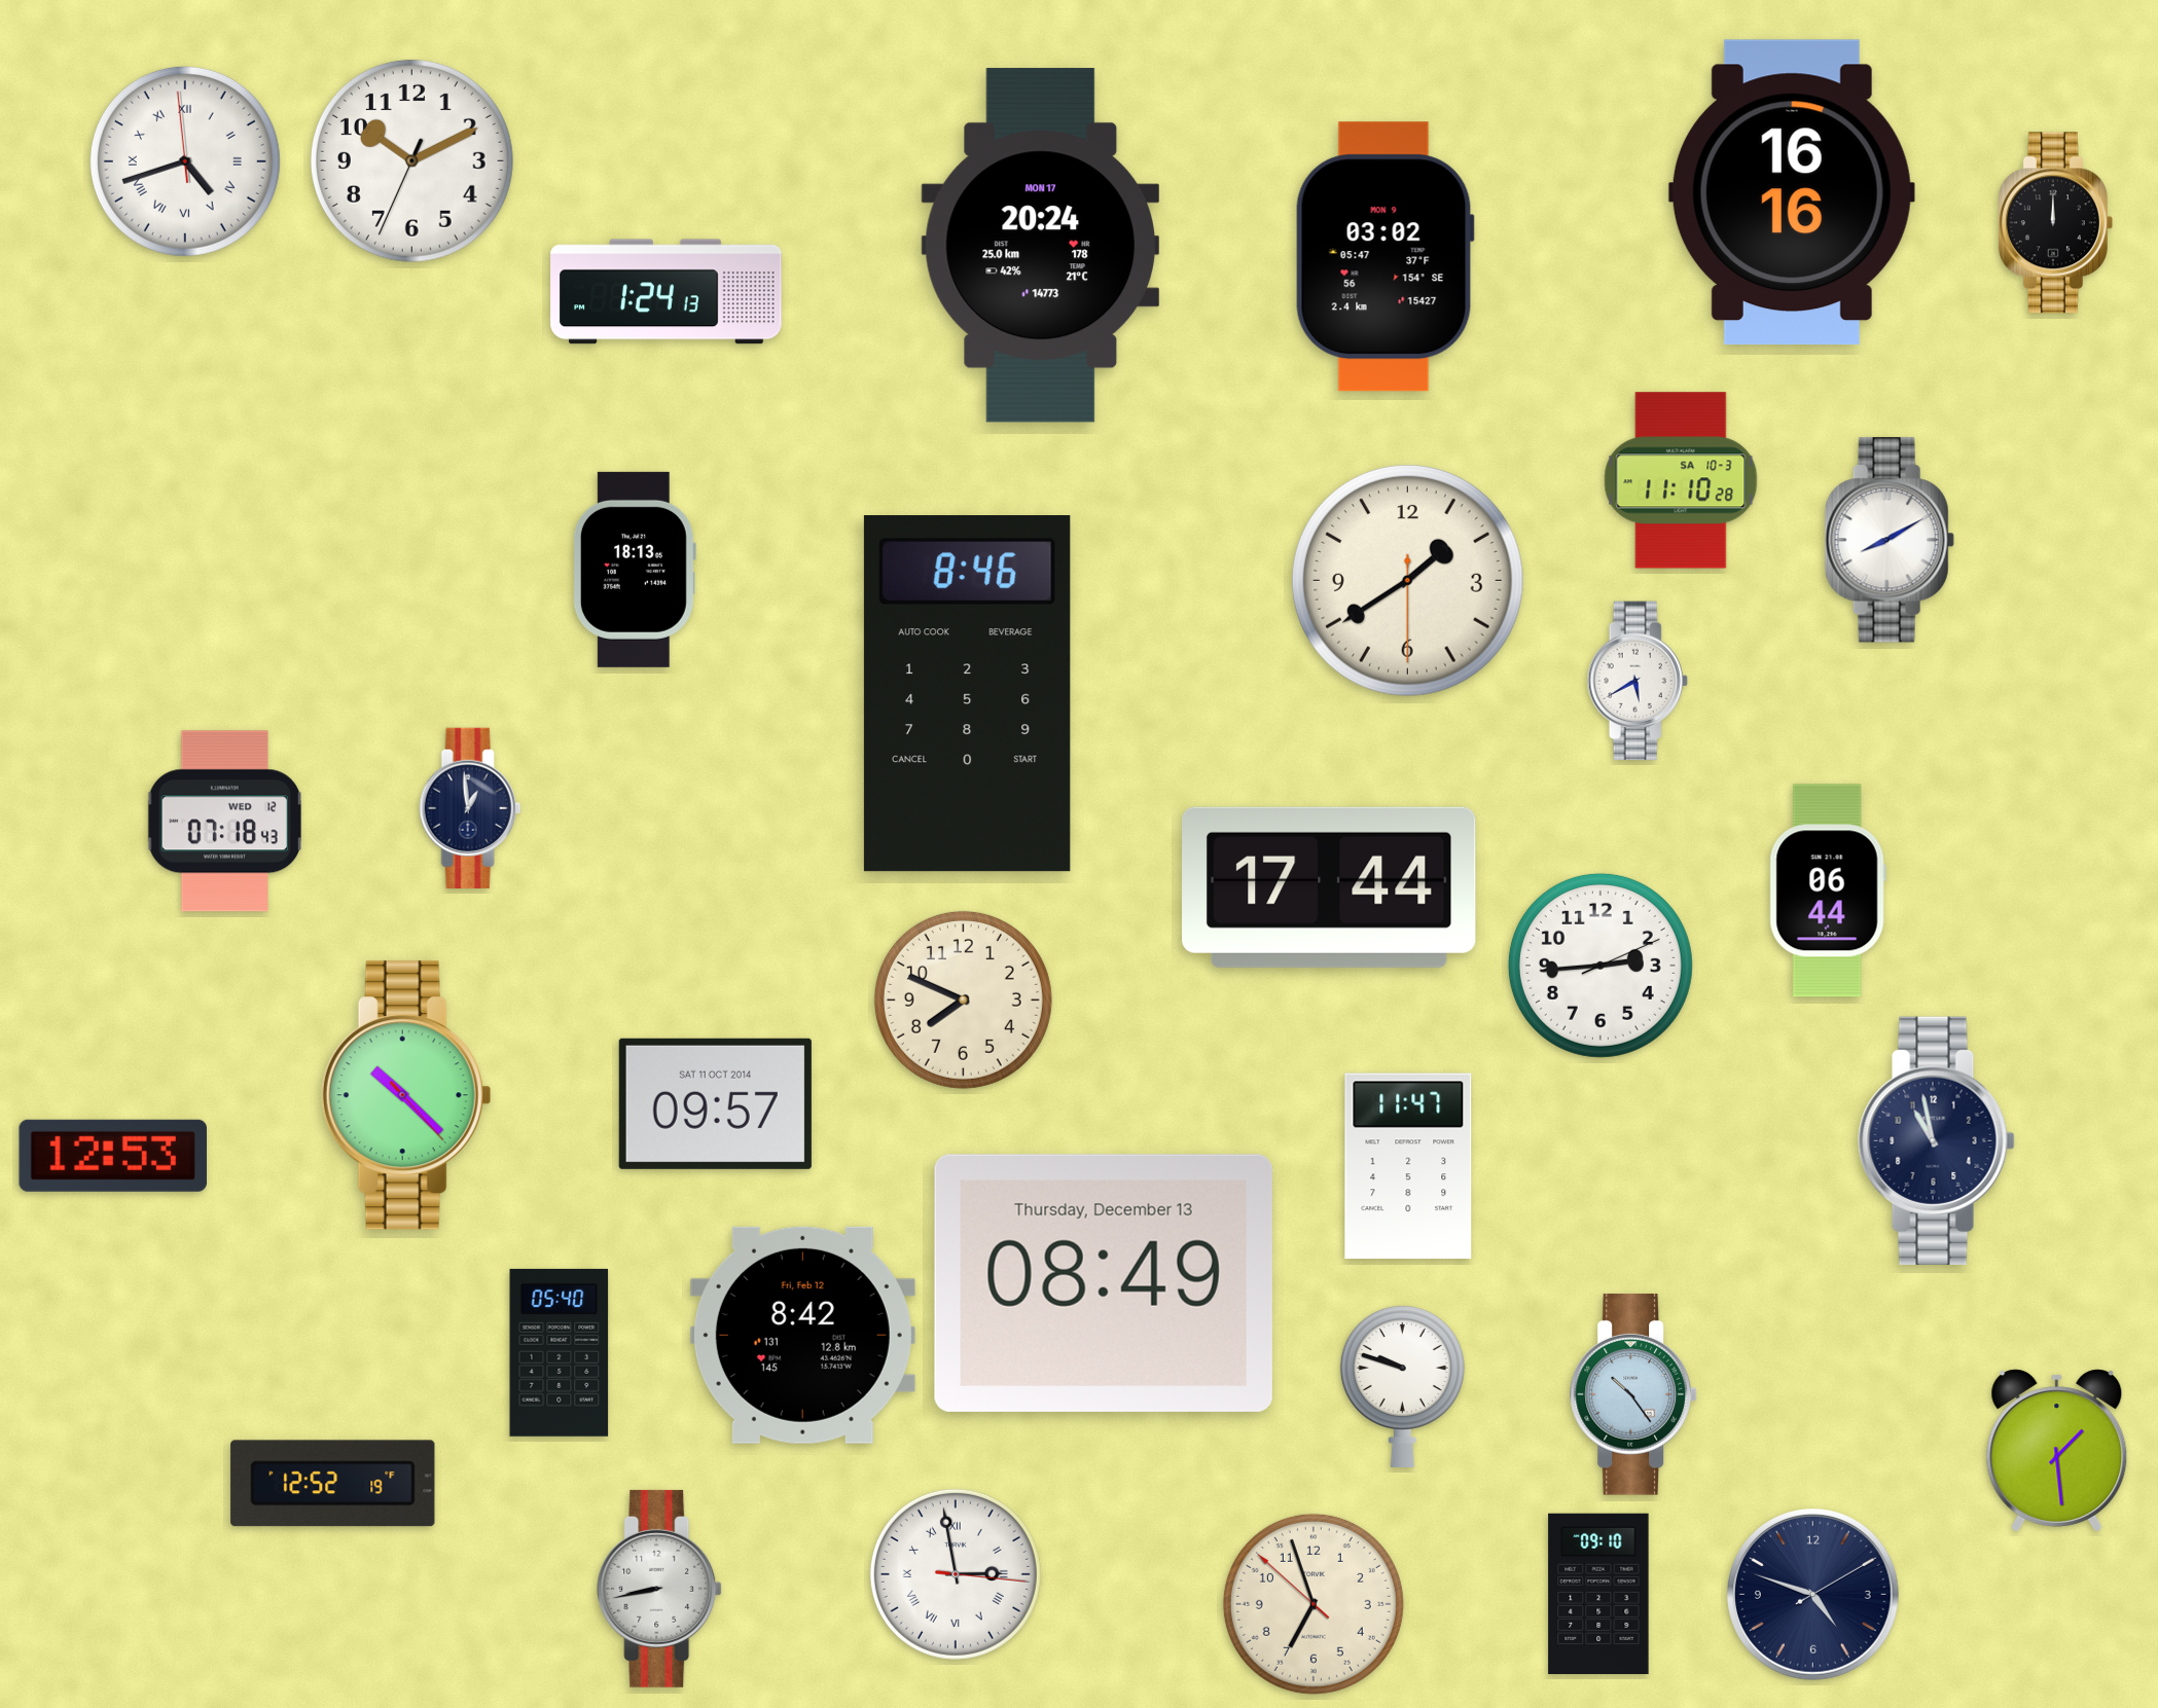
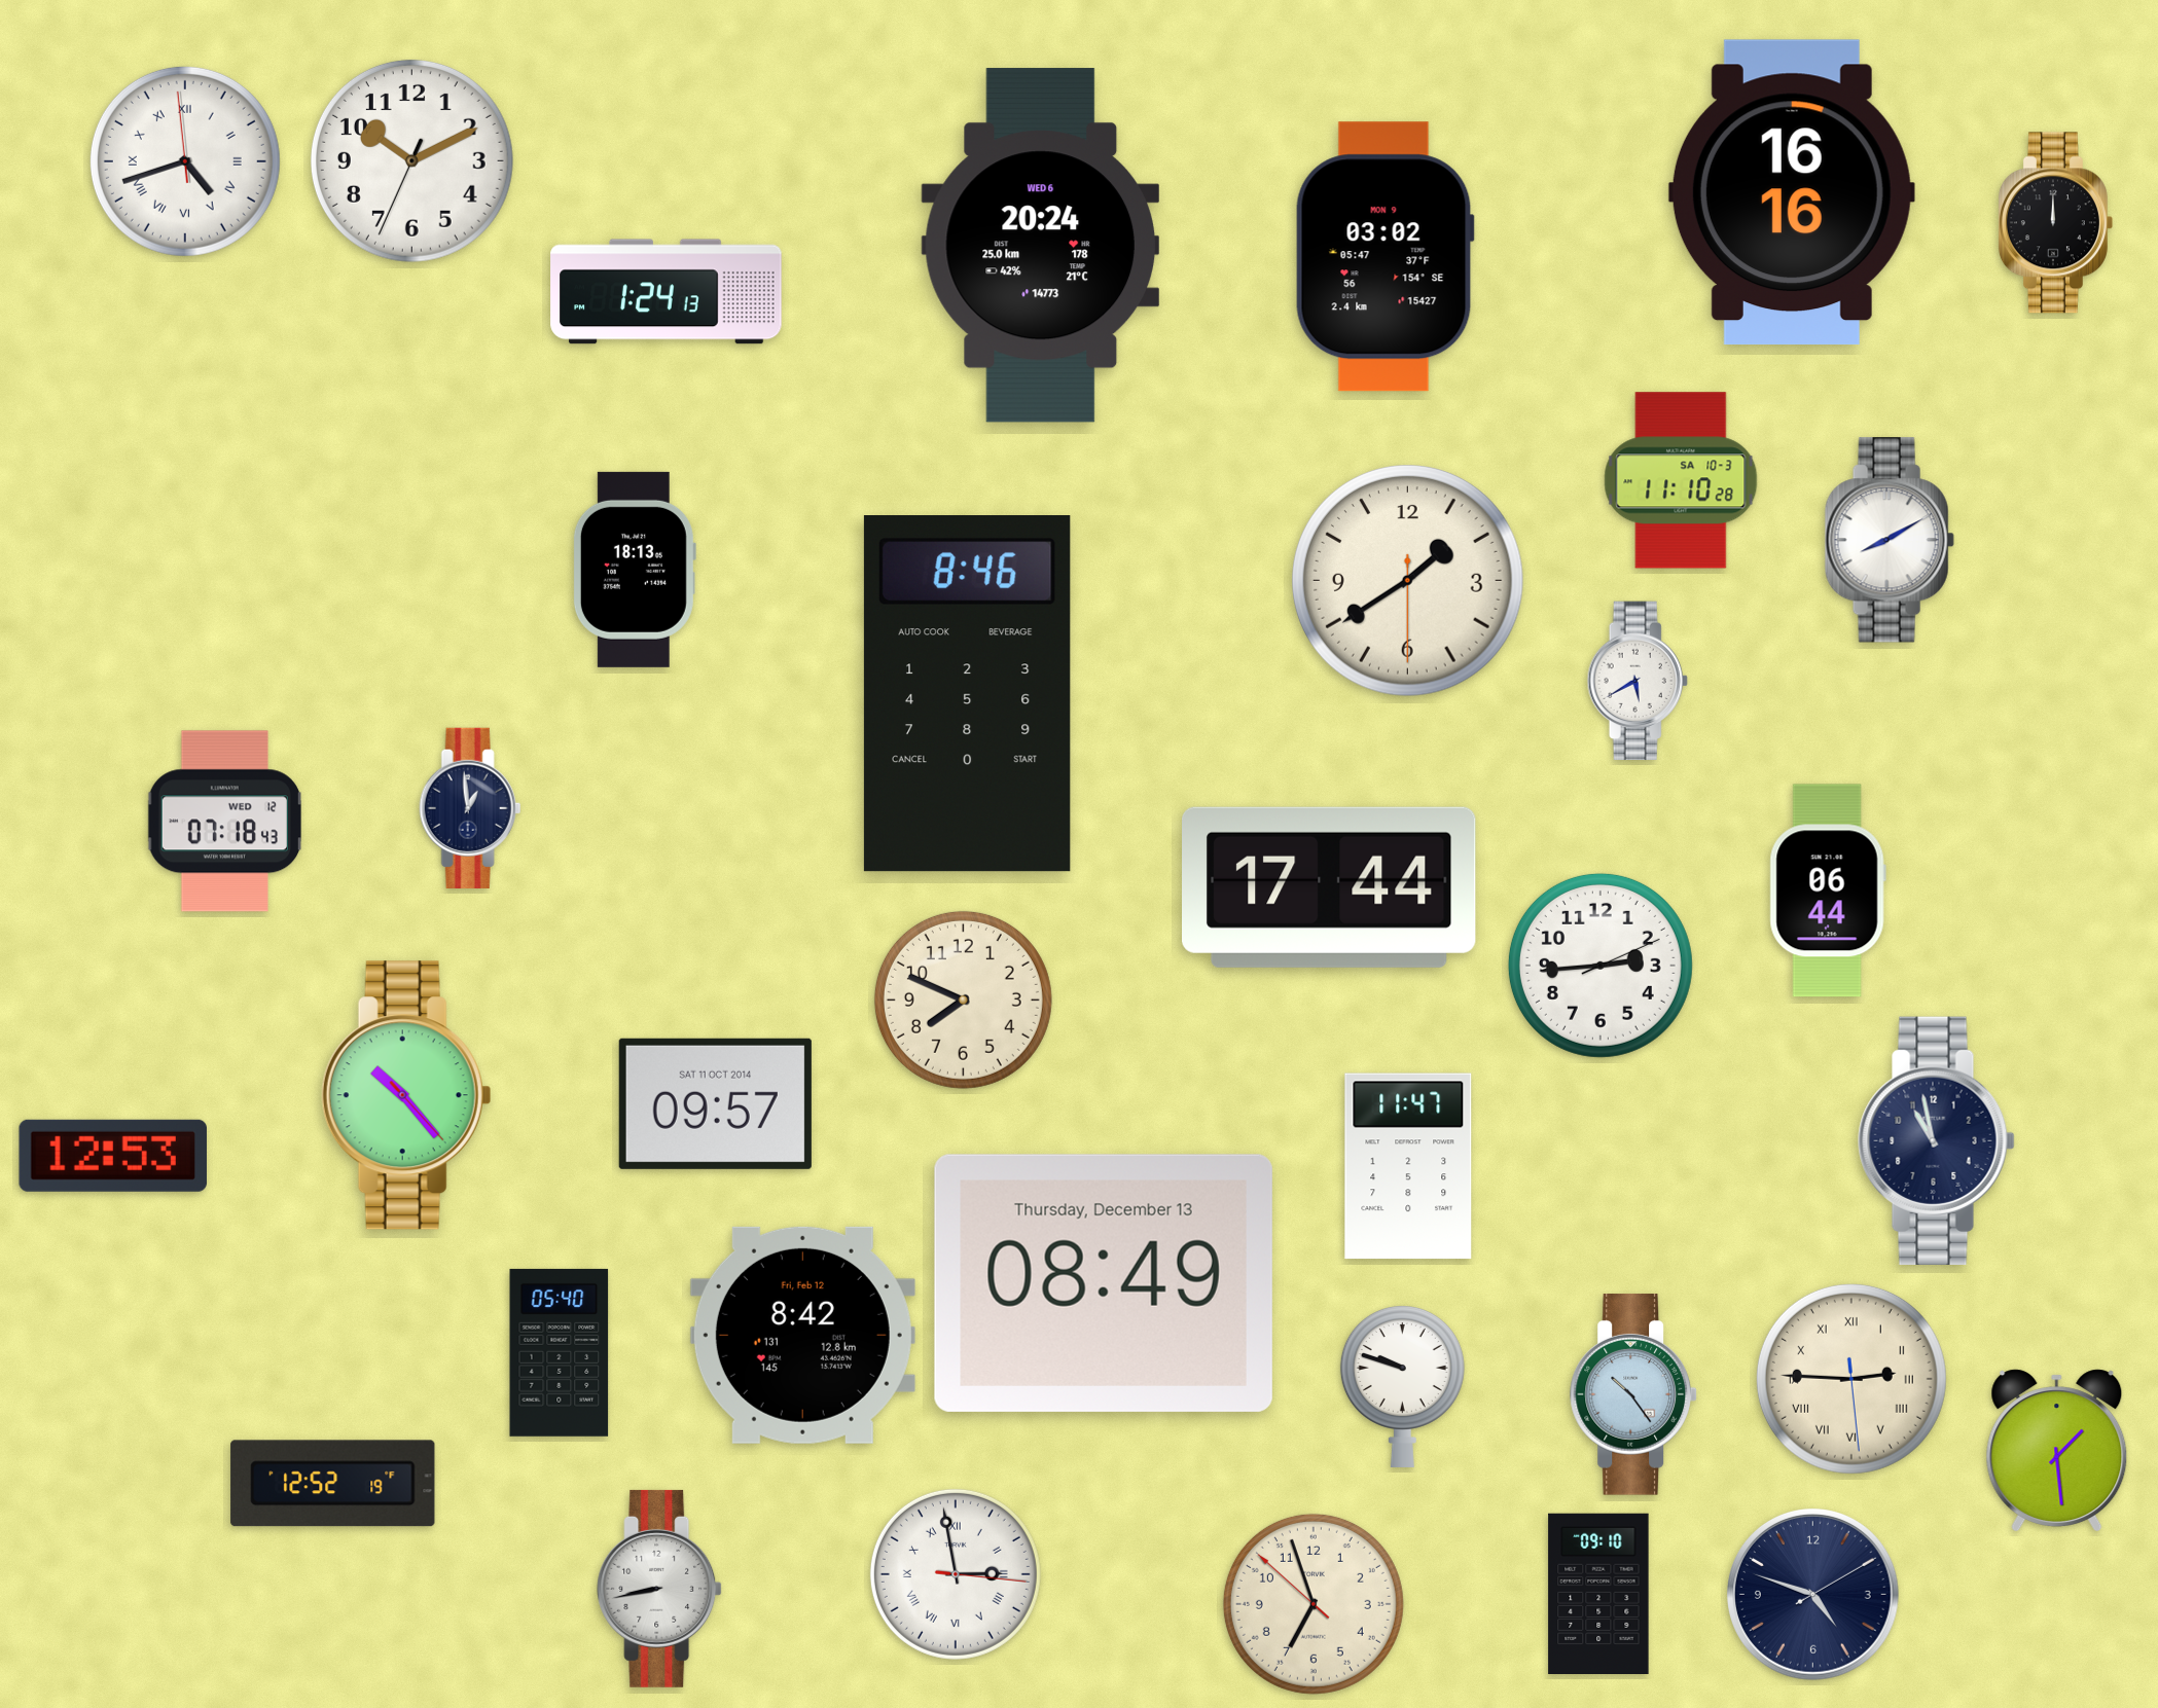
clock at (1040, 246) date: MON 17 -> WED 6
clock at (406, 1095): 10:22 -> 10:23
clock at (1851, 1379): none -> 2:45
